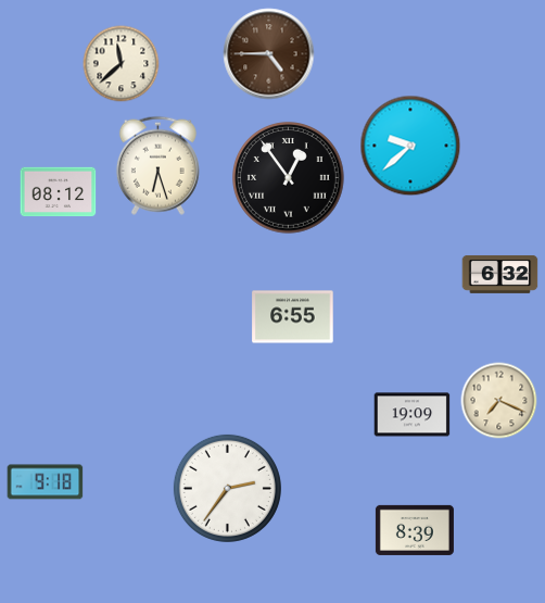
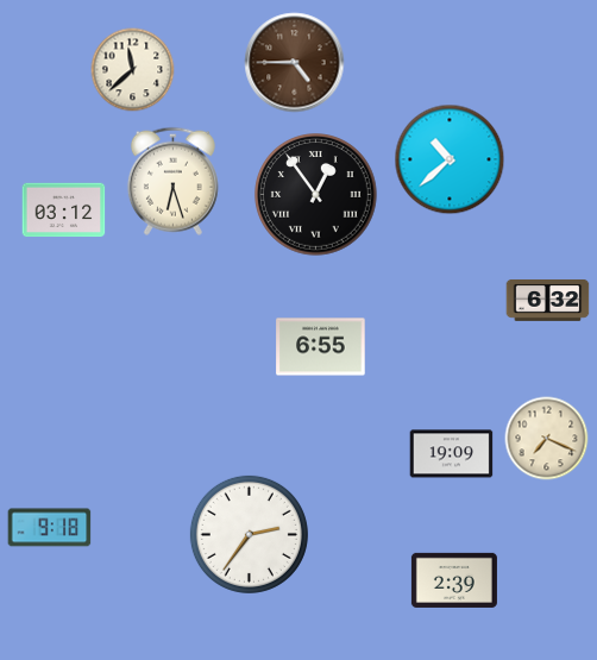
clock at (269, 54) position: (269, 54) -> (295, 63)
clock at (410, 146): 9:38 -> 10:38
clock at (59, 192): 08:12 -> 03:12
clock at (415, 530): 8:39 -> 2:39
